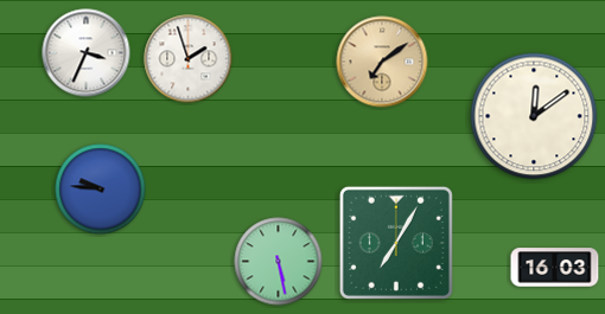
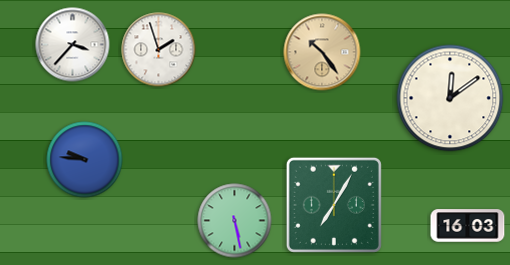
clock at (87, 53): 3:34 -> 3:37
clock at (382, 62): 7:09 -> 10:24
